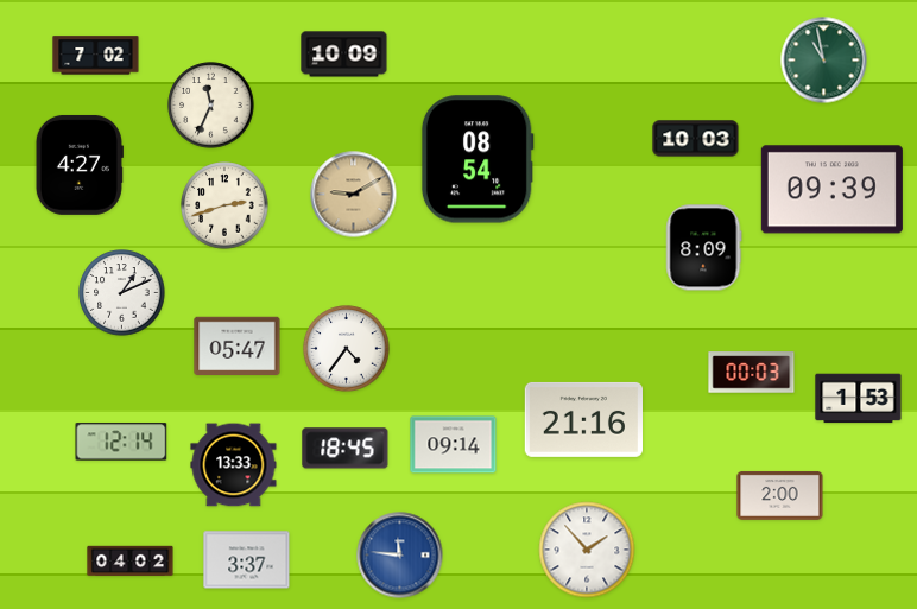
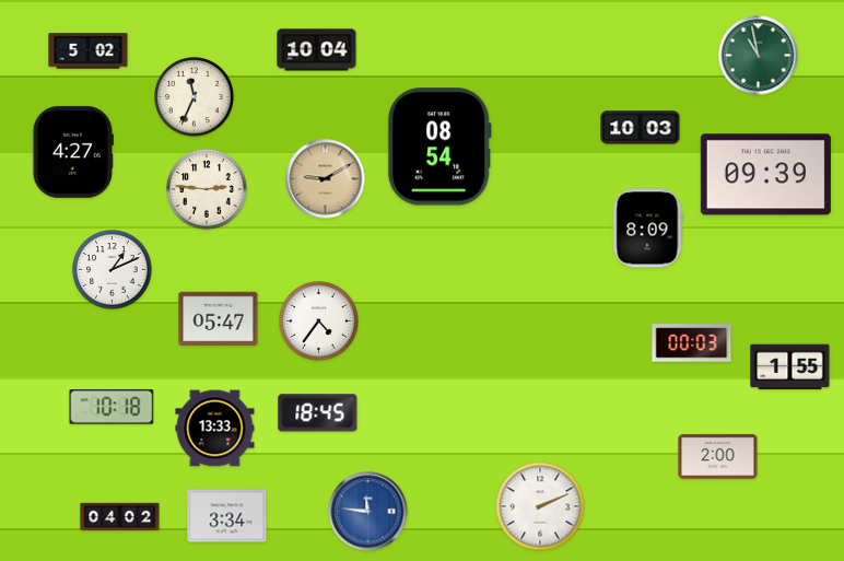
clock at (344, 55): 10:09 -> 10:04
clock at (96, 56): 7:02 -> 5:02
clock at (224, 205): 2:42 -> 2:46
clock at (859, 399): 1:53 -> 1:55
clock at (583, 419): 21:16 -> none
clock at (121, 442): 12:14 -> 10:18
clock at (454, 445): 09:14 -> none
clock at (587, 550): 1:53 -> 2:11
clock at (247, 560): 3:37 -> 3:34
